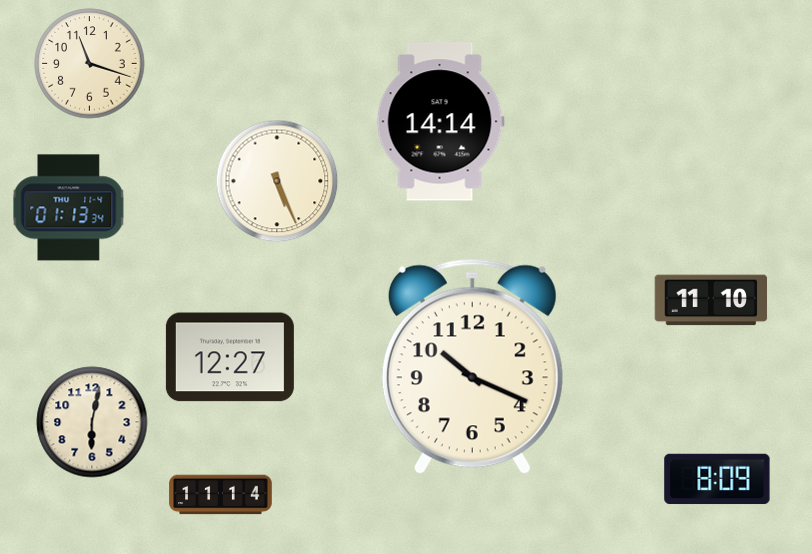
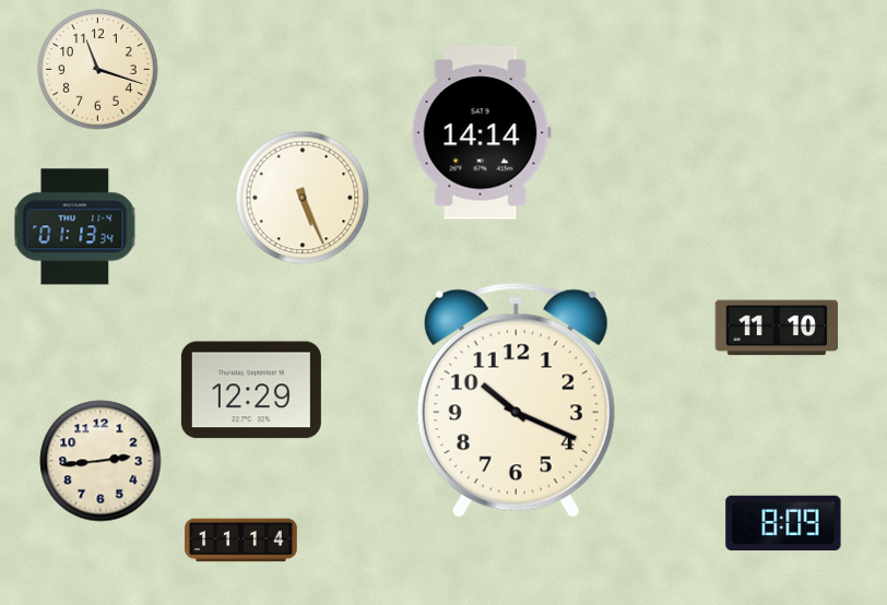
clock at (230, 357): 12:27 -> 12:29
clock at (92, 422): 6:02 -> 2:44
